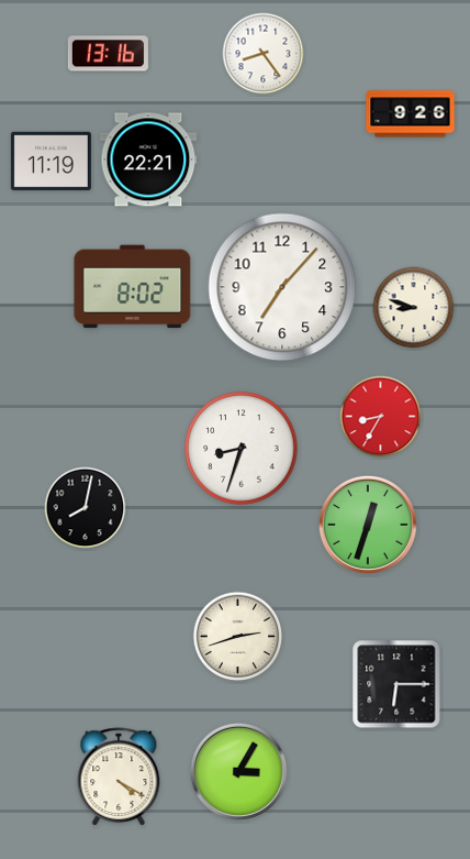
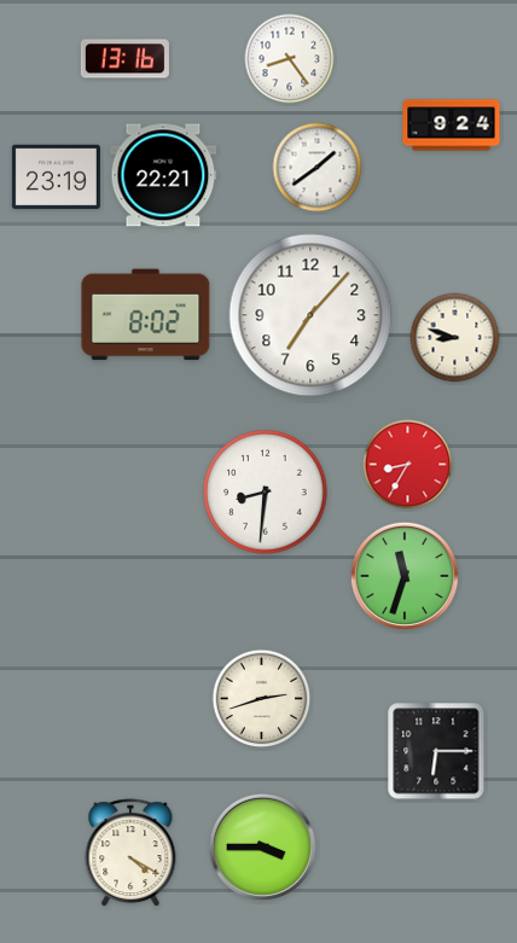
clock at (108, 54) position: (108, 54) -> (124, 59)
clock at (411, 114): 9:26 -> 9:24
clock at (318, 168): none -> 1:39
clock at (51, 162): 11:19 -> 23:19
clock at (381, 417) position: (381, 417) -> (408, 465)
clock at (242, 449): 8:33 -> 8:31
clock at (86, 508): 8:02 -> none
clock at (368, 525): 12:33 -> 11:33
clock at (238, 771): 3:05 -> 3:45
